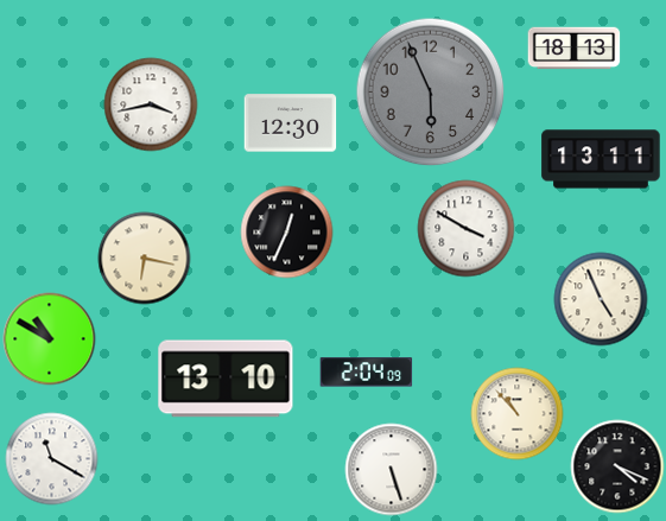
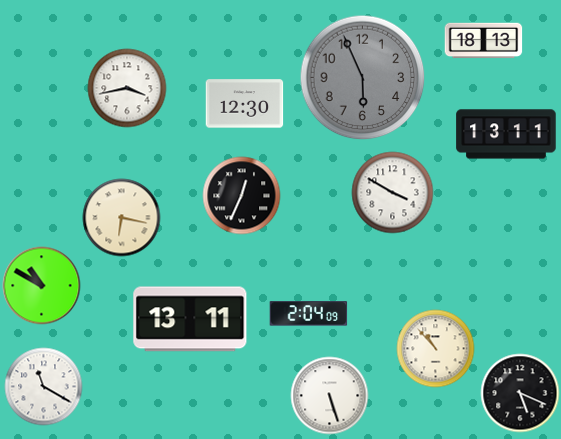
clock at (601, 299): 4:56 -> none
clock at (226, 379): 13:10 -> 13:11
clock at (617, 466): 4:19 -> 5:19
